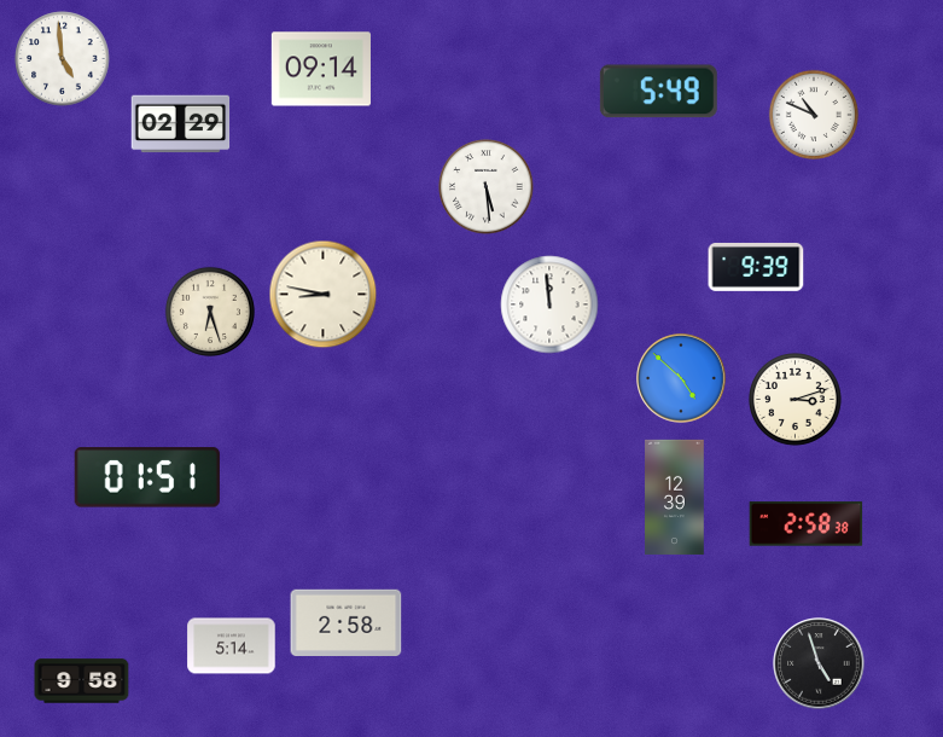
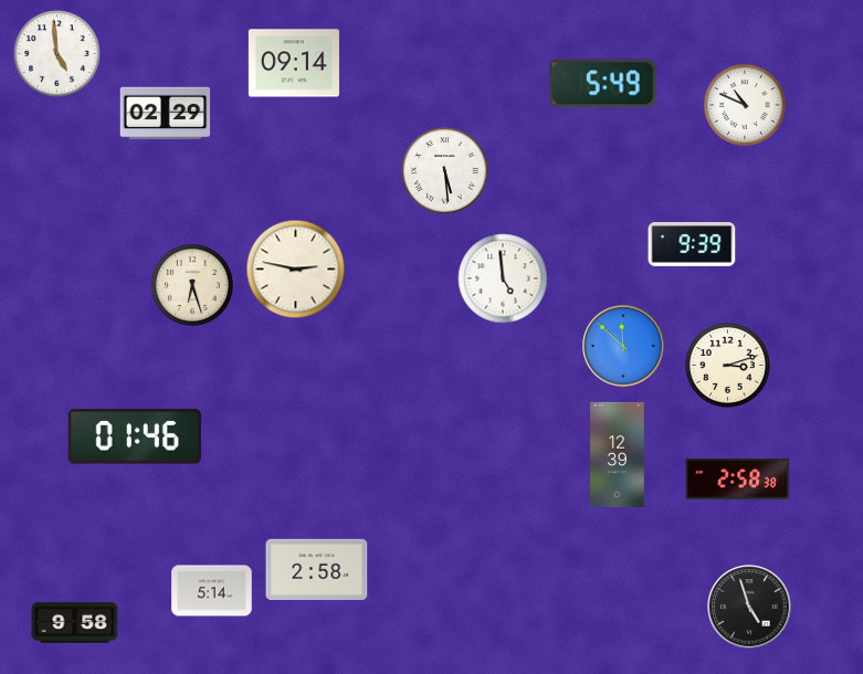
clock at (324, 295): 8:47 -> 2:47
clock at (549, 304): 11:59 -> 4:59
clock at (681, 378): 4:52 -> 11:52
clock at (147, 477): 01:51 -> 01:46
